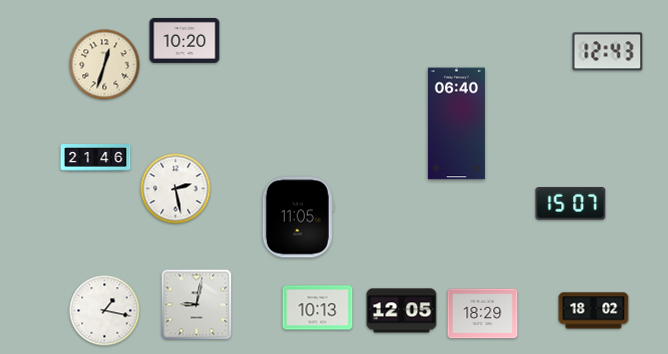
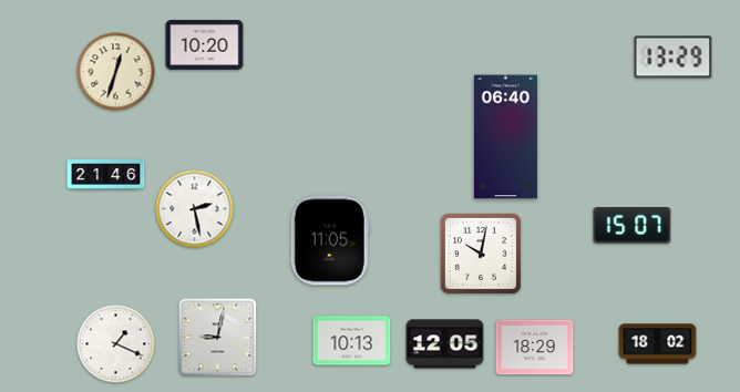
clock at (608, 52): 12:43 -> 13:29
clock at (481, 254): none -> 10:02
clock at (105, 311): 1:17 -> 1:19
